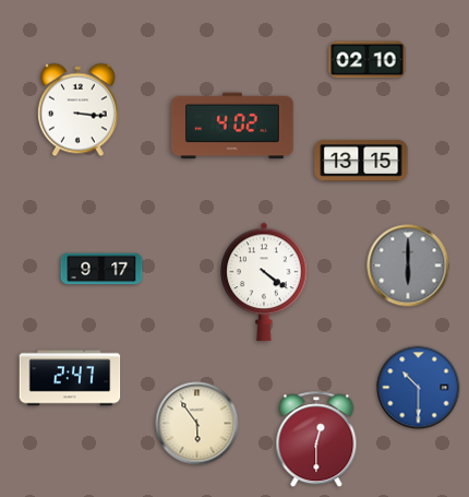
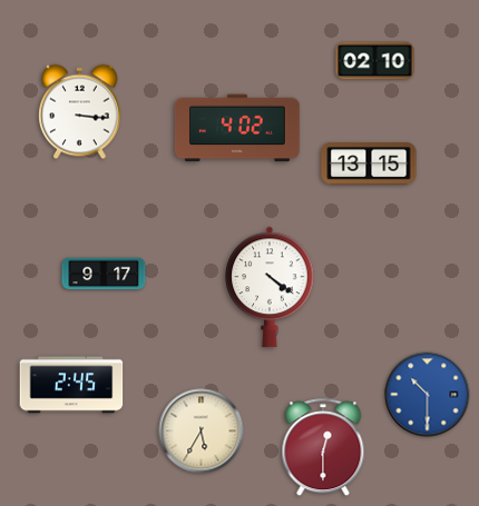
clock at (408, 265): 6:00 -> none
clock at (70, 378): 2:47 -> 2:45
clock at (197, 424): 5:54 -> 5:35
